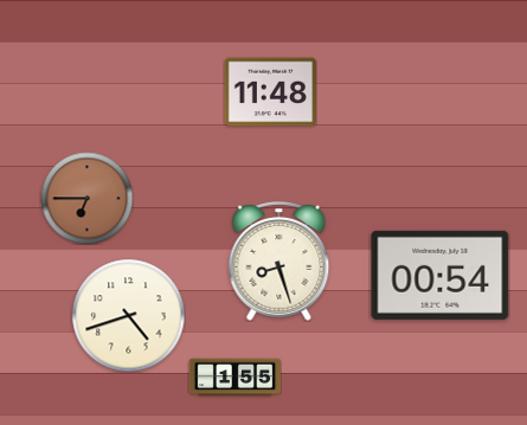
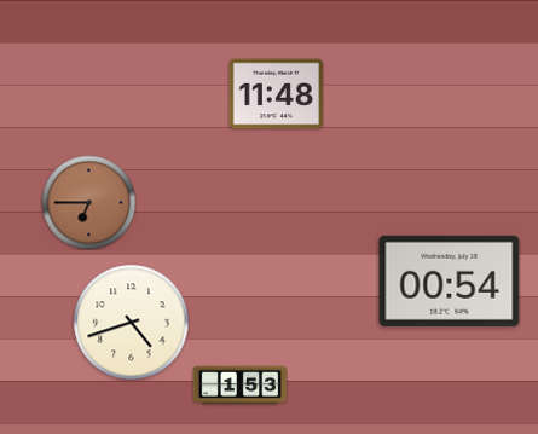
clock at (279, 260): 8:27 -> none
clock at (234, 378): 1:55 -> 1:53
